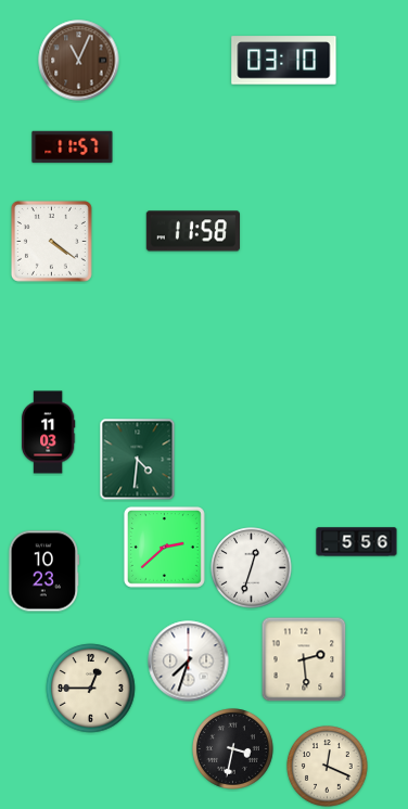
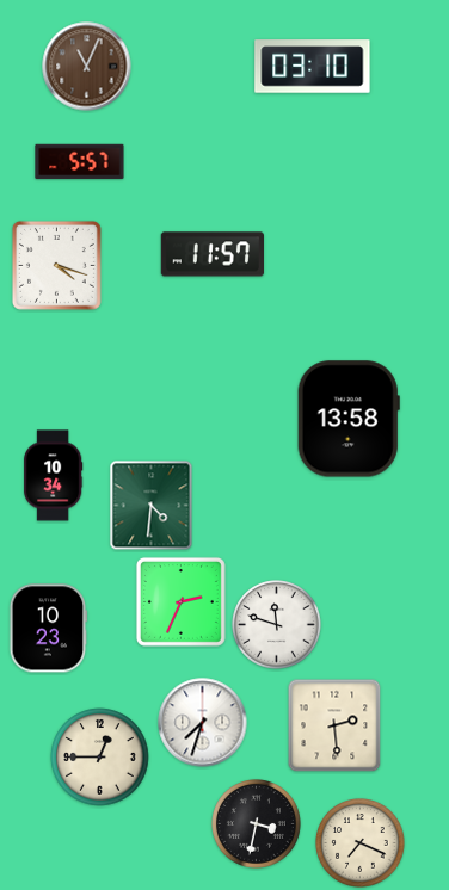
clock at (73, 147): 11:57 -> 5:57
clock at (192, 231): 11:58 -> 11:57
clock at (51, 241): 4:21 -> 4:18
clock at (349, 419): none -> 13:58
clock at (48, 433): 11:03 -> 10:34
clock at (357, 542): 5:56 -> none
clock at (164, 547): 2:38 -> 2:34
clock at (252, 568): 12:33 -> 11:48
clock at (189, 662) position: (189, 662) -> (203, 723)
clock at (328, 767): 12:19 -> 7:19
